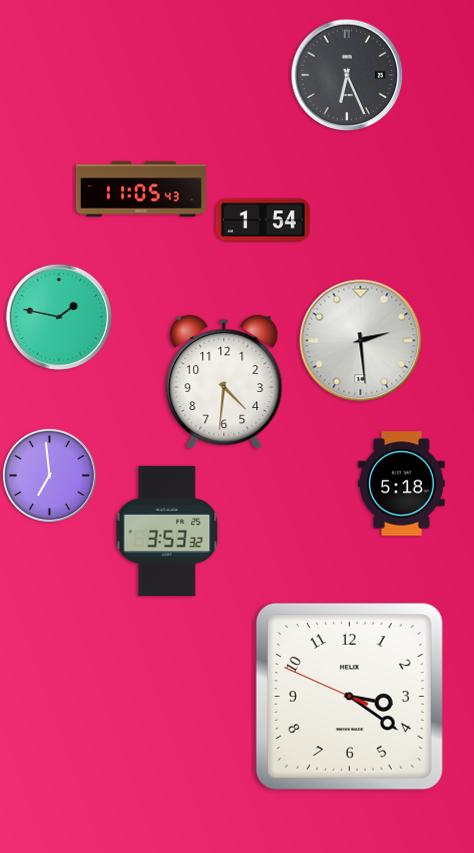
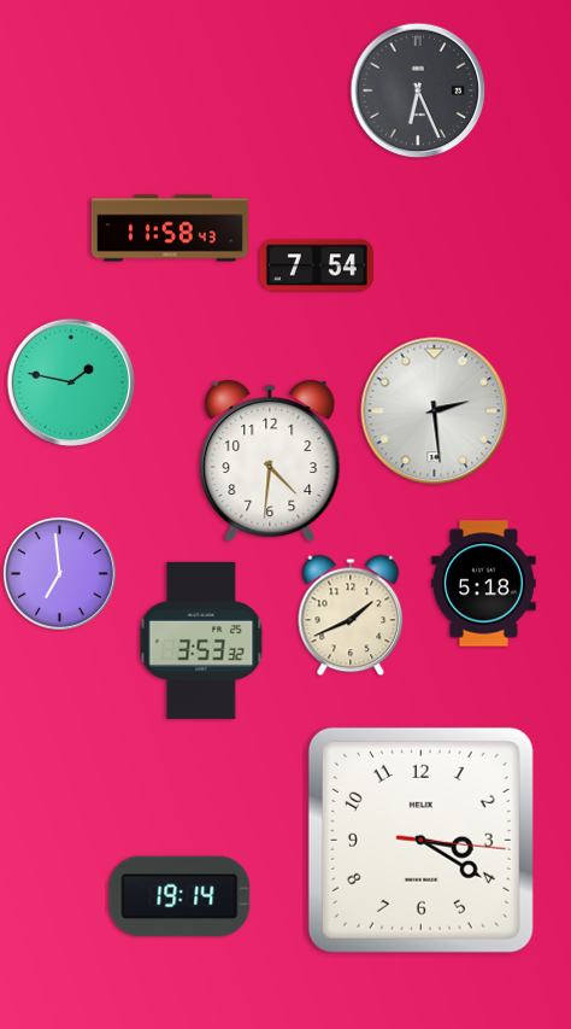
clock at (141, 189): 11:05 -> 11:58
clock at (263, 220): 1:54 -> 7:54
clock at (351, 615): none -> 1:41
clock at (349, 696): 3:20:49 -> 3:20:16
clock at (179, 896): none -> 19:14
